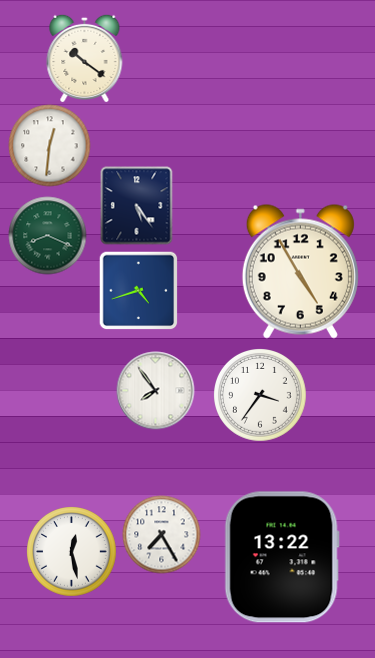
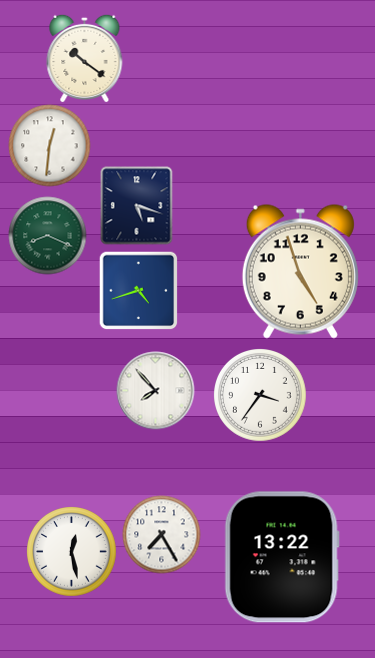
clock at (137, 205): 5:24 -> 5:18
clock at (300, 271): 4:55 -> 4:57
clock at (155, 390): 7:54 -> 7:53
